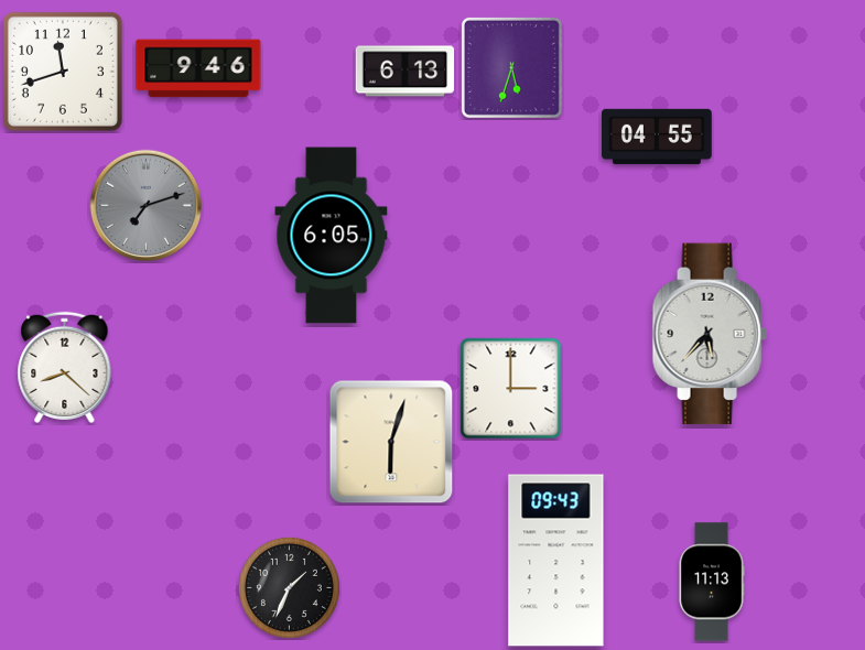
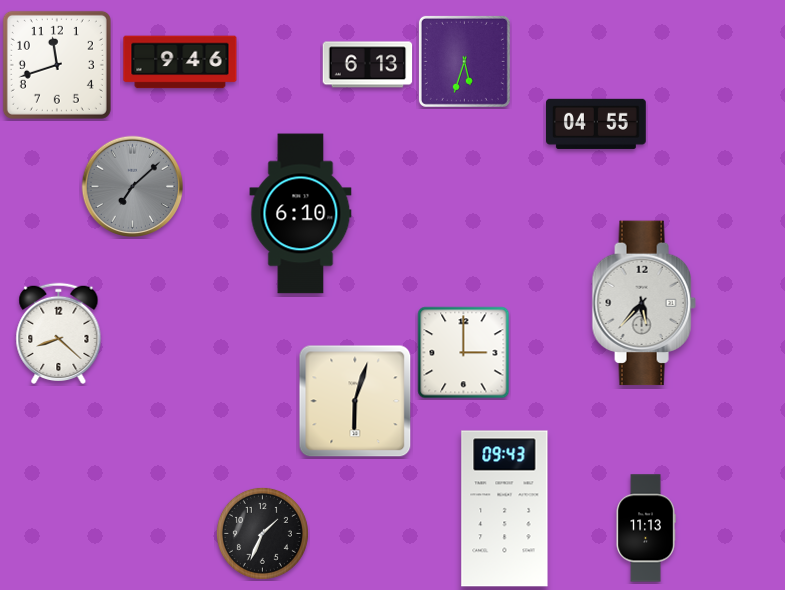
clock at (147, 206): 7:12 -> 7:08
clock at (332, 236): 6:05 -> 6:10
